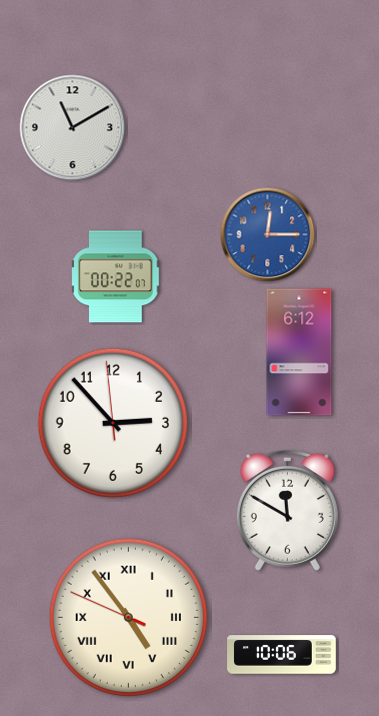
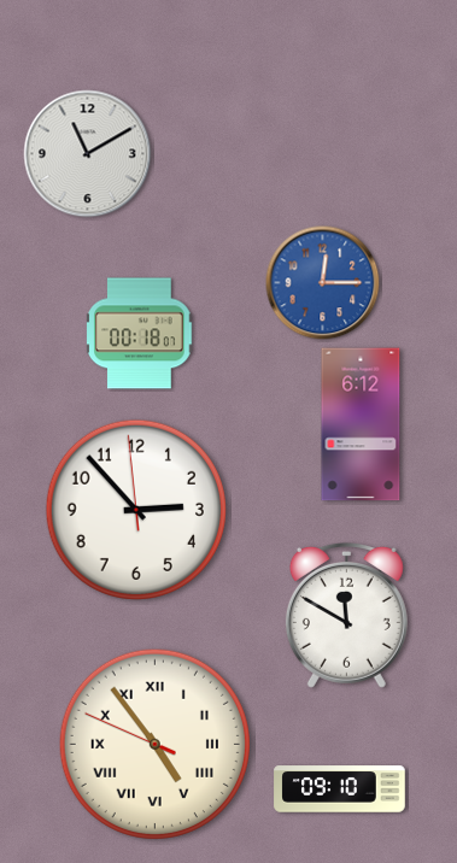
clock at (116, 277): 00:22 -> 00:18
clock at (282, 655): 10:06 -> 09:10
